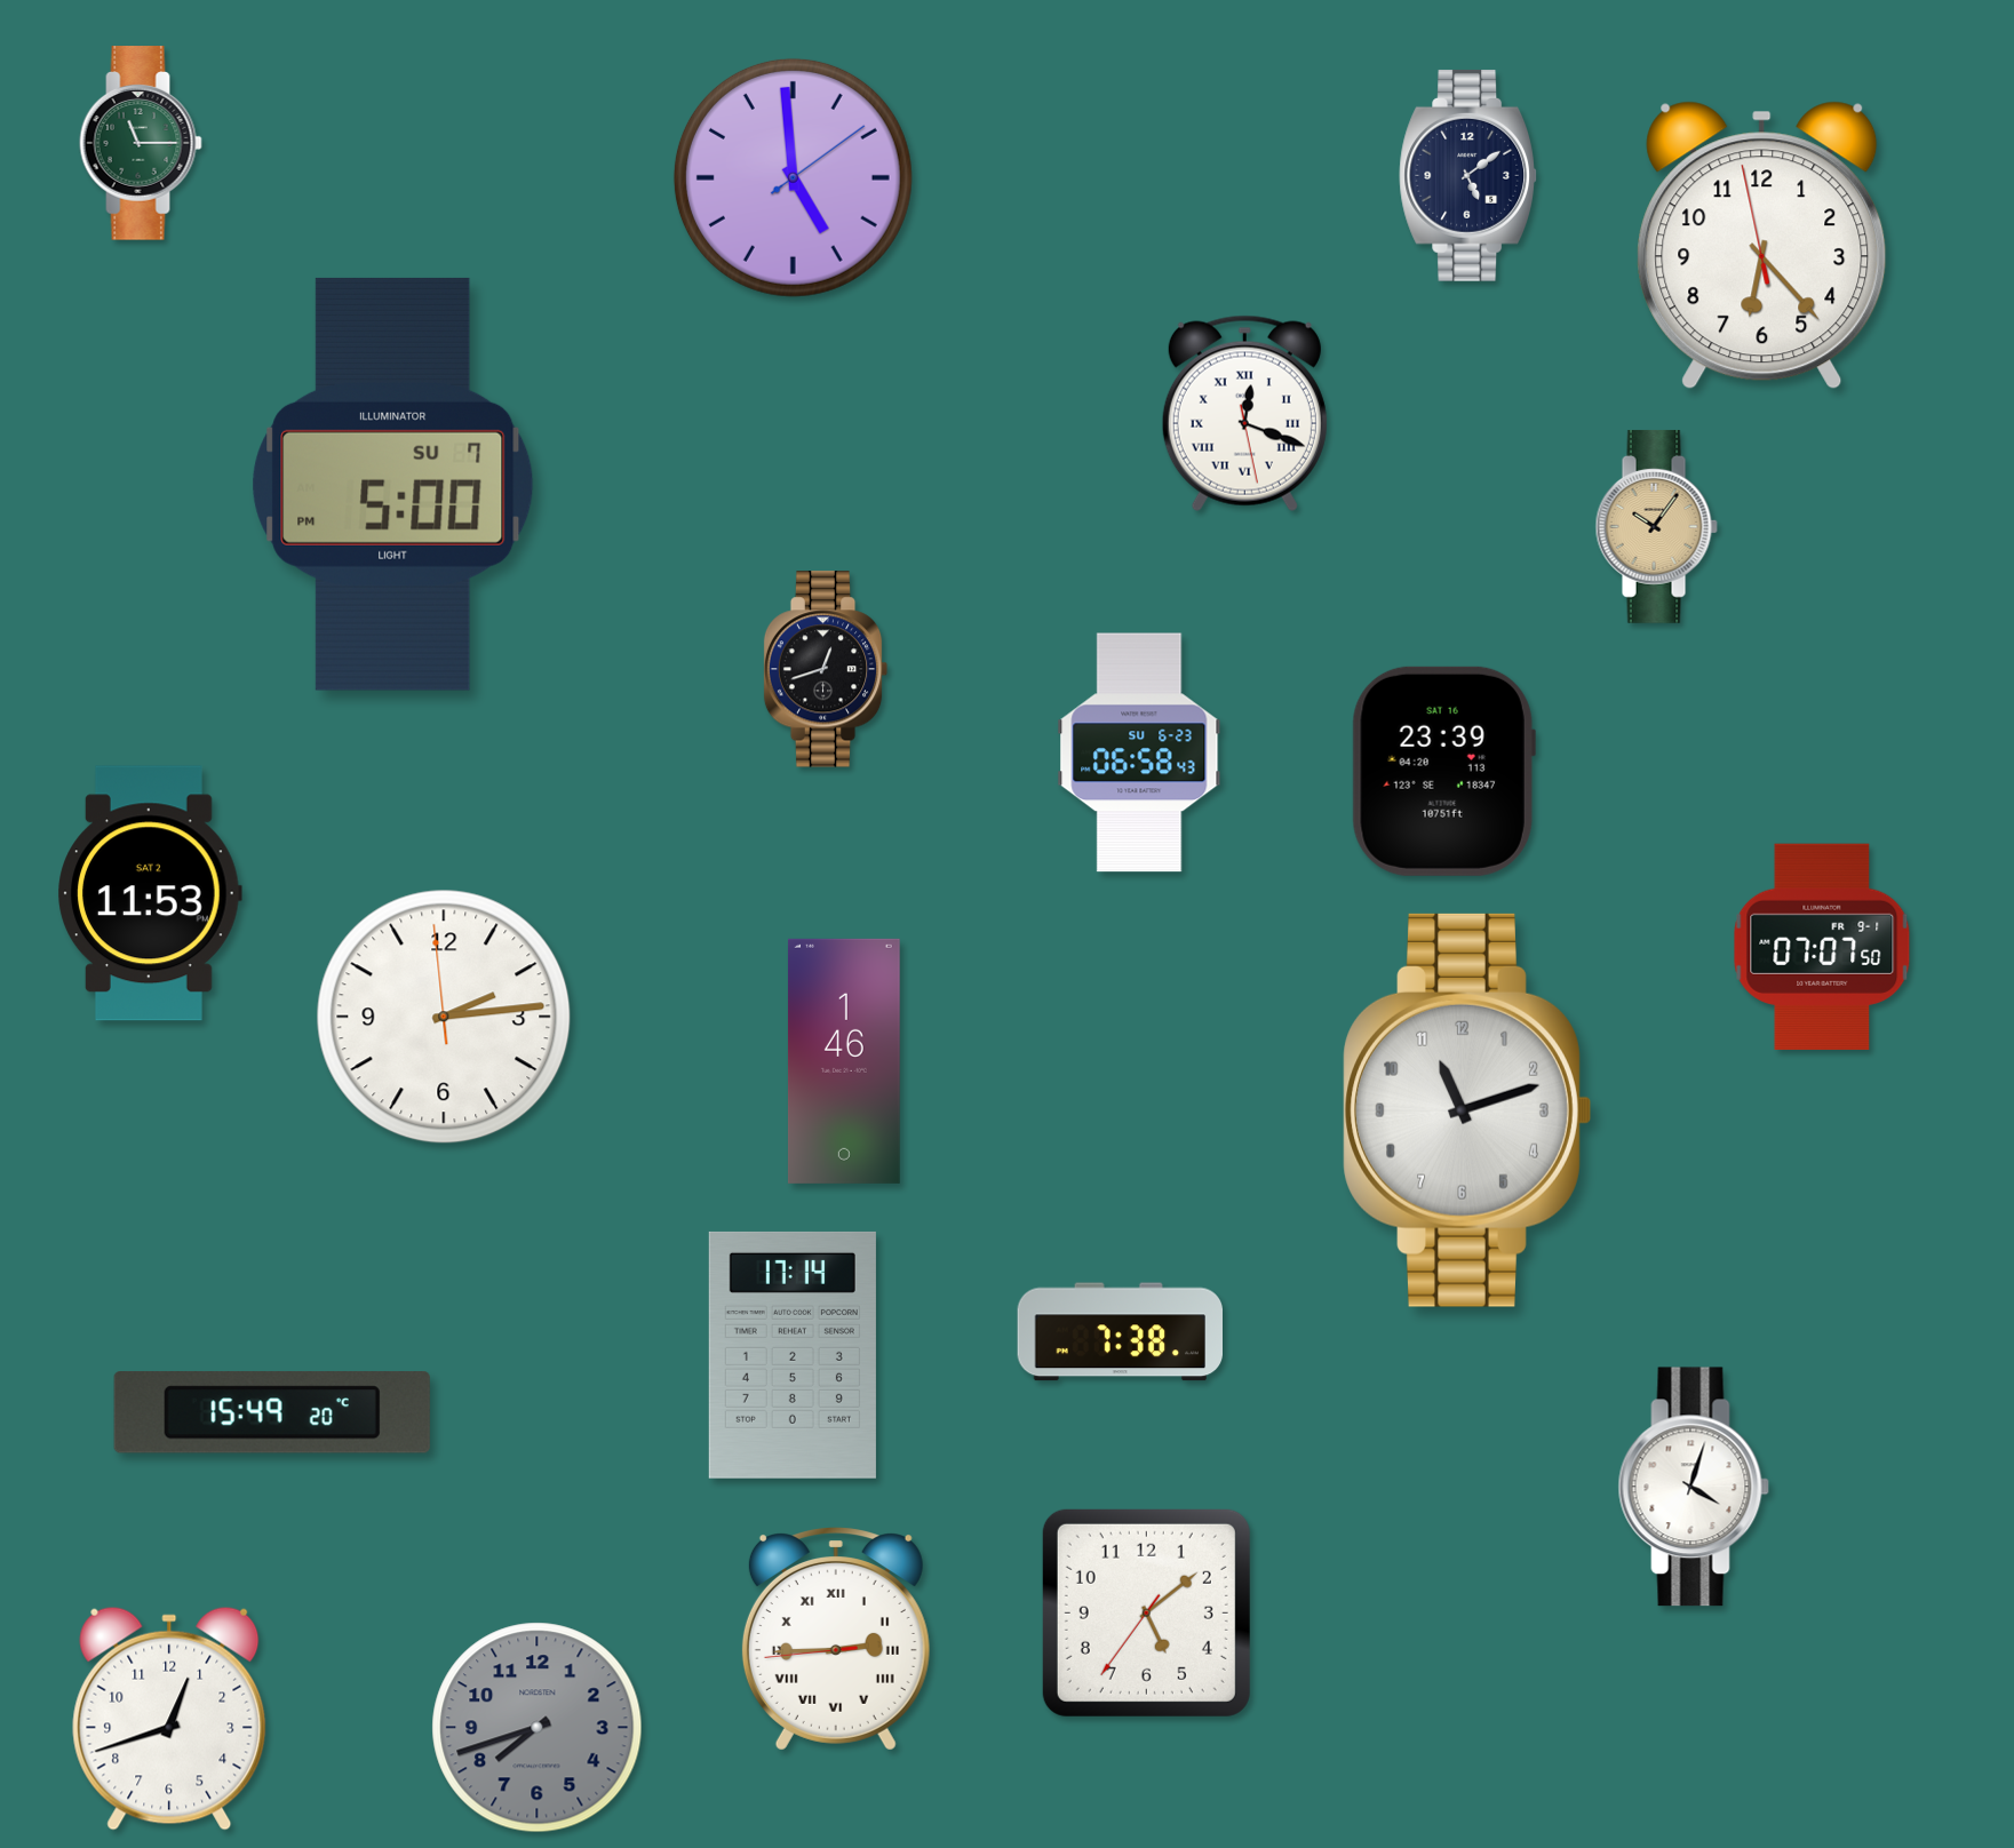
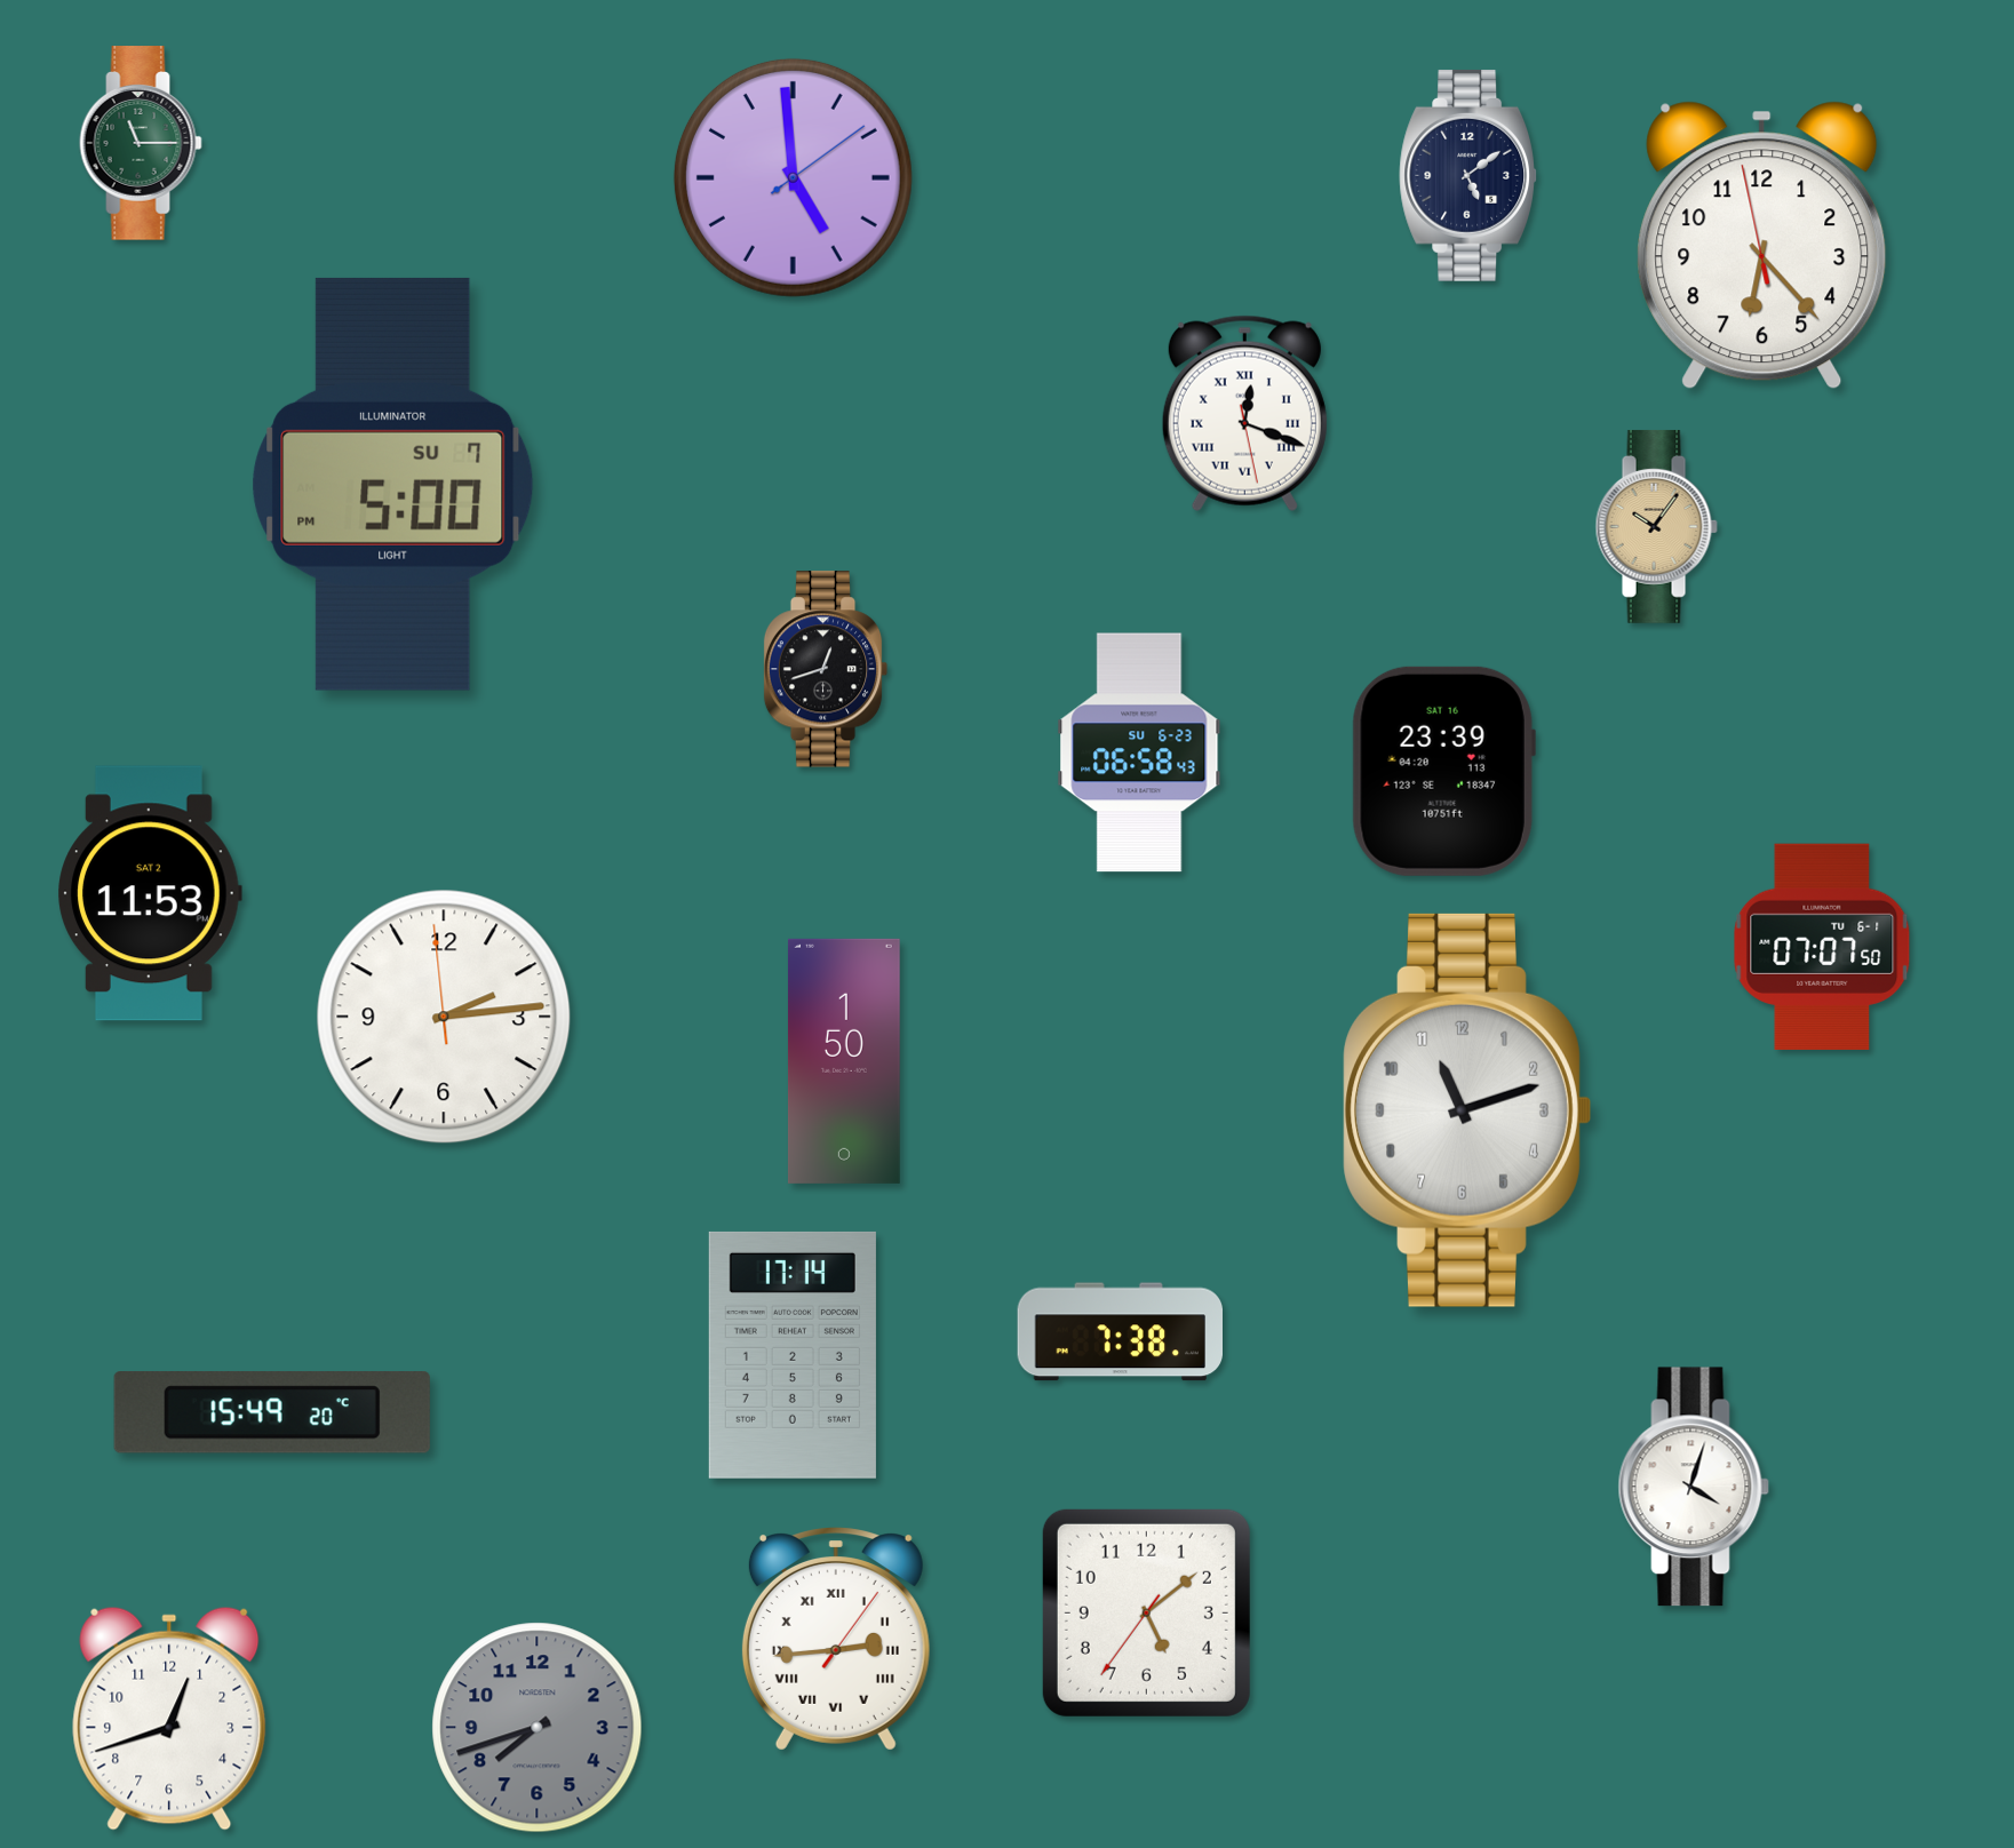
clock at (1822, 947) date: FR 9-1 -> TU 6-1
clock at (844, 1061): 1:46 -> 1:50
clock at (836, 1639): 2:44:44 -> 2:44:06
